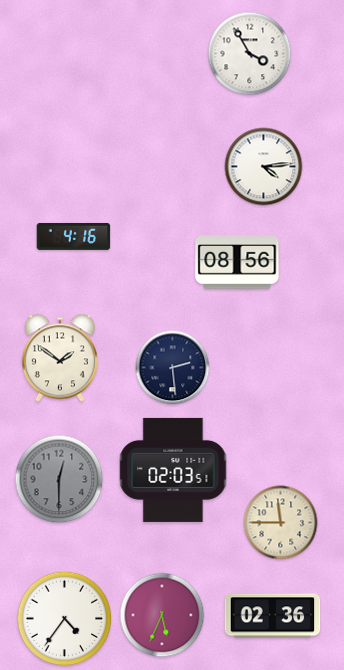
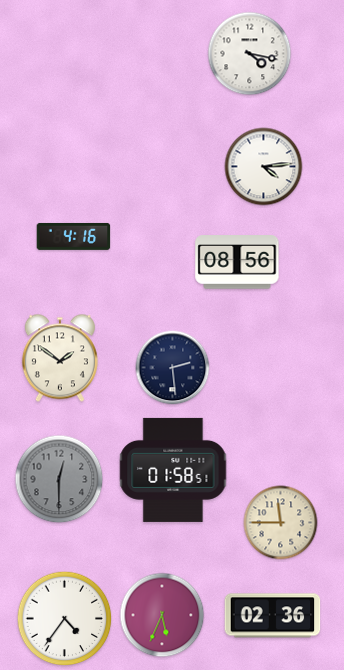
clock at (250, 54): 3:55 -> 4:17
clock at (173, 470): 02:03 -> 01:58
